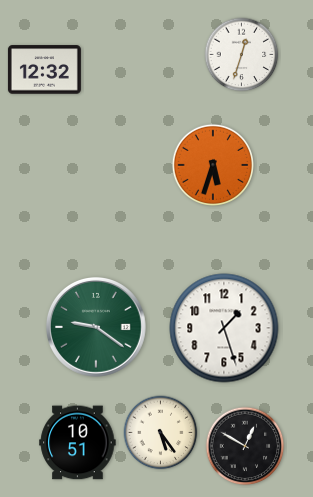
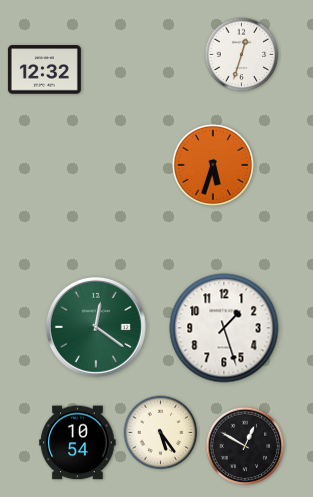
clock at (96, 327): 9:21 -> 12:21
clock at (78, 443): 10:51 -> 10:54
